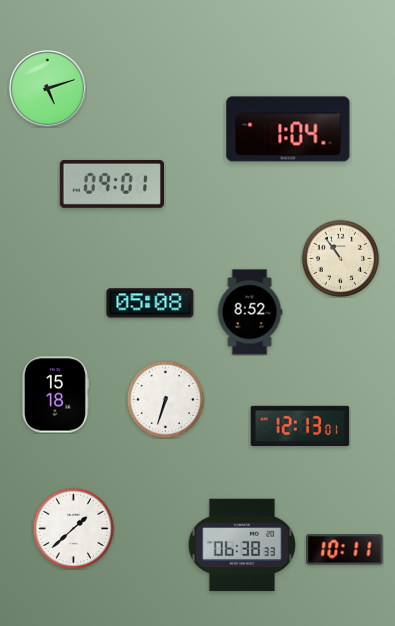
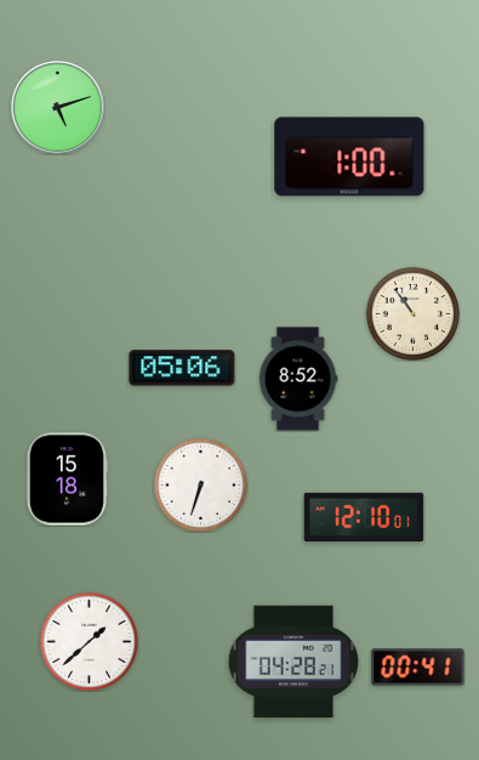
clock at (288, 129): 1:04 -> 1:00
clock at (112, 184): 09:01 -> none
clock at (150, 303): 05:08 -> 05:06
clock at (250, 312) position: (250, 312) -> (298, 379)
clock at (300, 425): 12:13 -> 12:10
clock at (241, 545): 06:38 -> 04:28
clock at (345, 550): 10:11 -> 00:41
